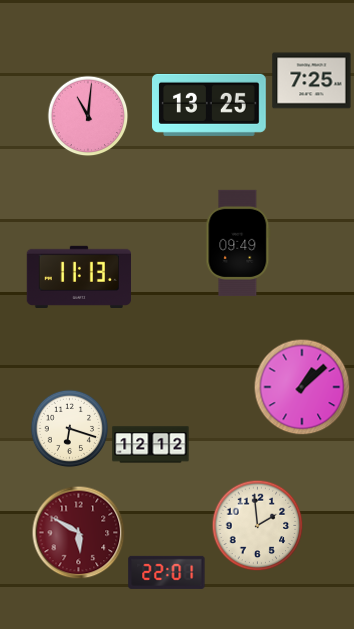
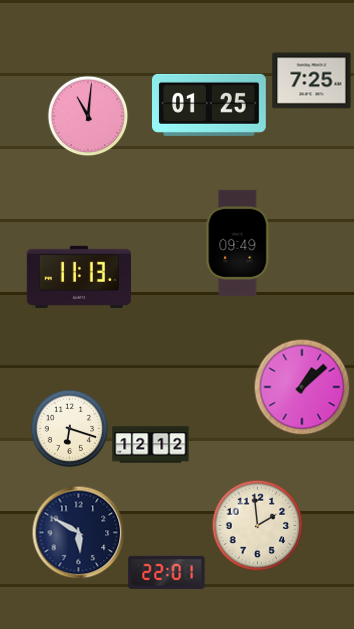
clock at (210, 105): 13:25 -> 01:25
clock at (78, 532) dial: burgundy -> navy
